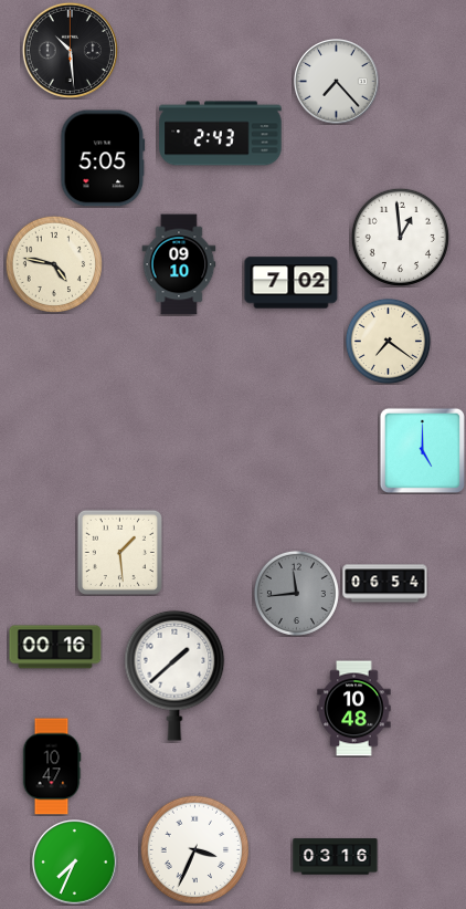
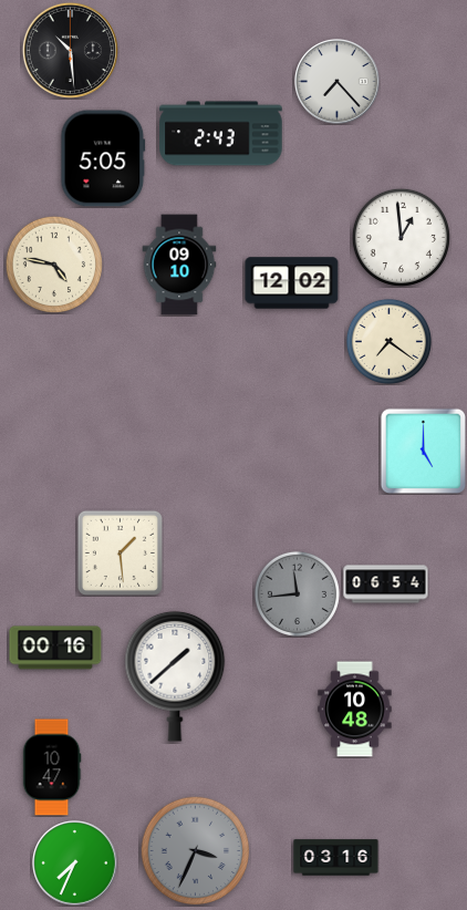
clock at (292, 283): 7:02 -> 12:02
clock at (195, 850) dial: white -> grey
